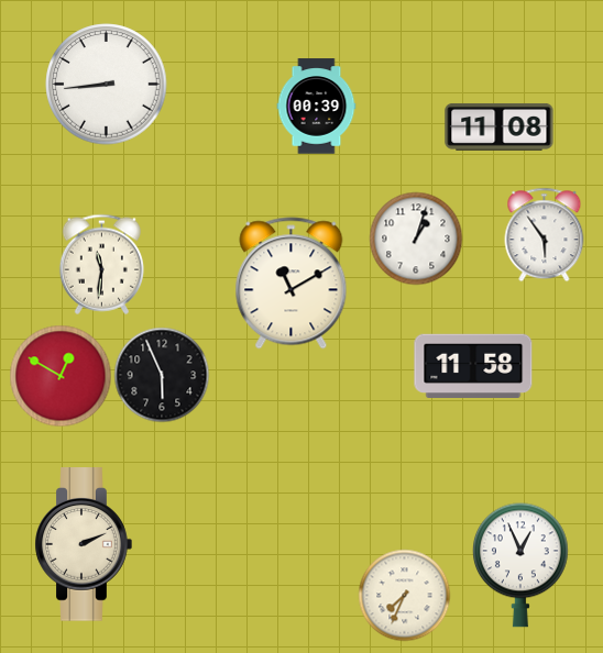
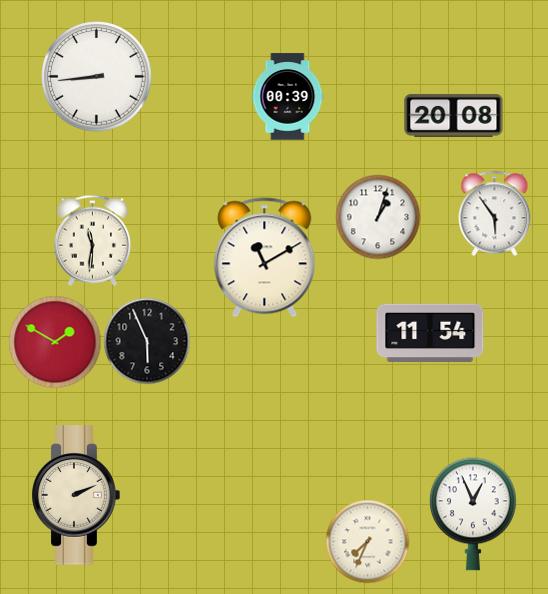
clock at (500, 126): 11:08 -> 20:08
clock at (473, 366): 11:58 -> 11:54
clock at (61, 376): 12:50 -> 1:50
